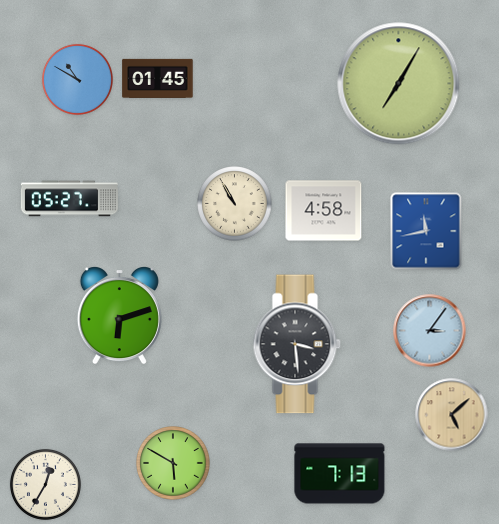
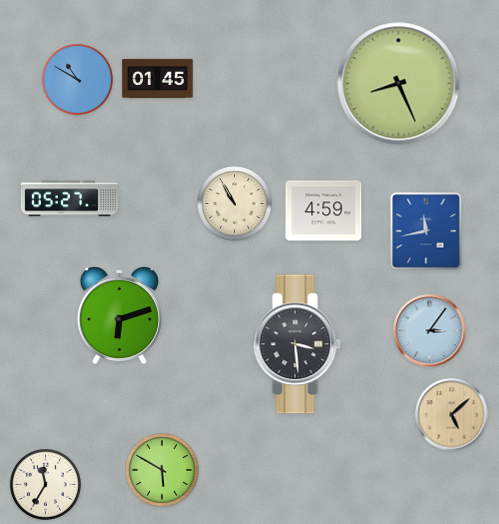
clock at (399, 84): 7:05 -> 8:26
clock at (324, 211): 4:58 -> 4:59
clock at (173, 463) position: (173, 463) -> (162, 470)
clock at (340, 474): 7:13 -> none
clock at (45, 484): 12:35 -> 11:35
